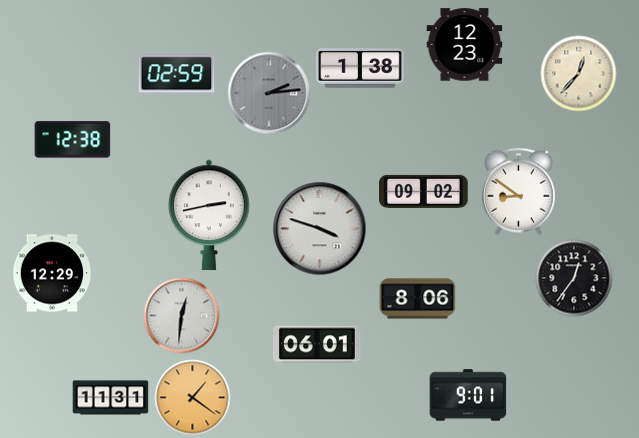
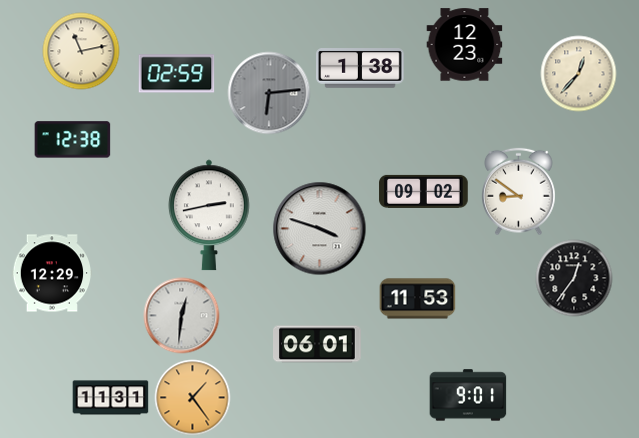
clock at (81, 51): none -> 11:13
clock at (269, 93): 2:14 -> 6:14
clock at (418, 299): 8:06 -> 11:53
clock at (193, 398): 1:21 -> 1:24
